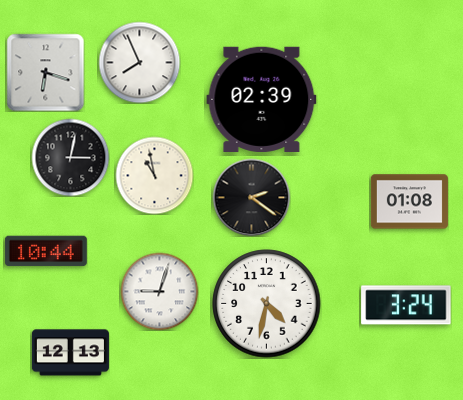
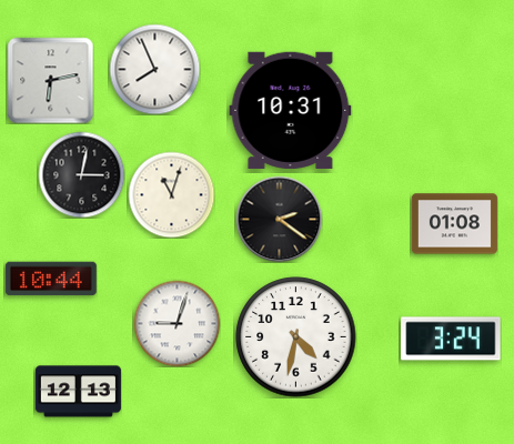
clock at (45, 72): 6:18 -> 6:13
clock at (262, 99): 02:39 -> 10:31
clock at (70, 157) position: (70, 157) -> (81, 174)
clock at (154, 175): 10:58 -> 11:03
